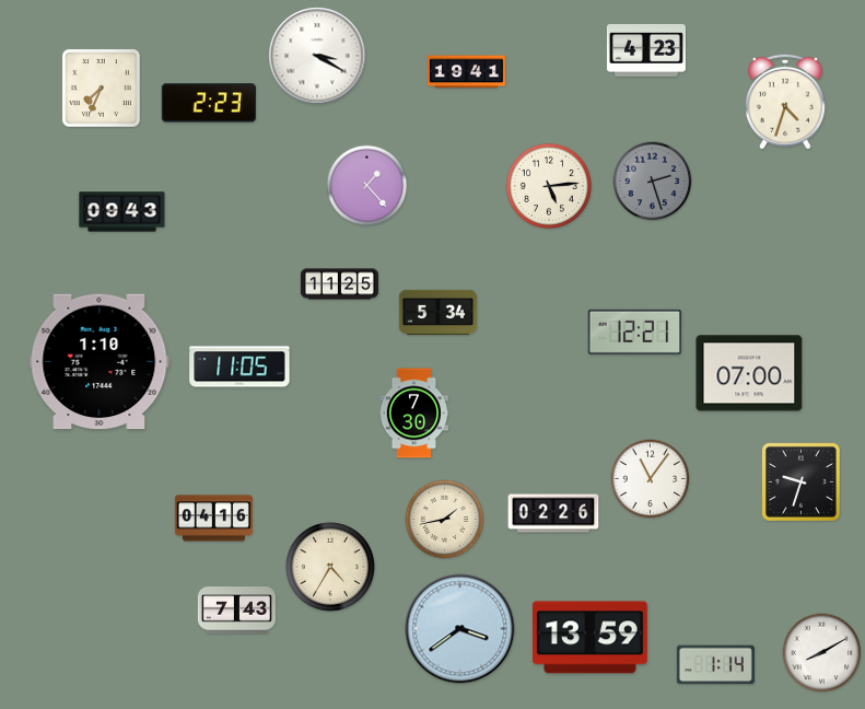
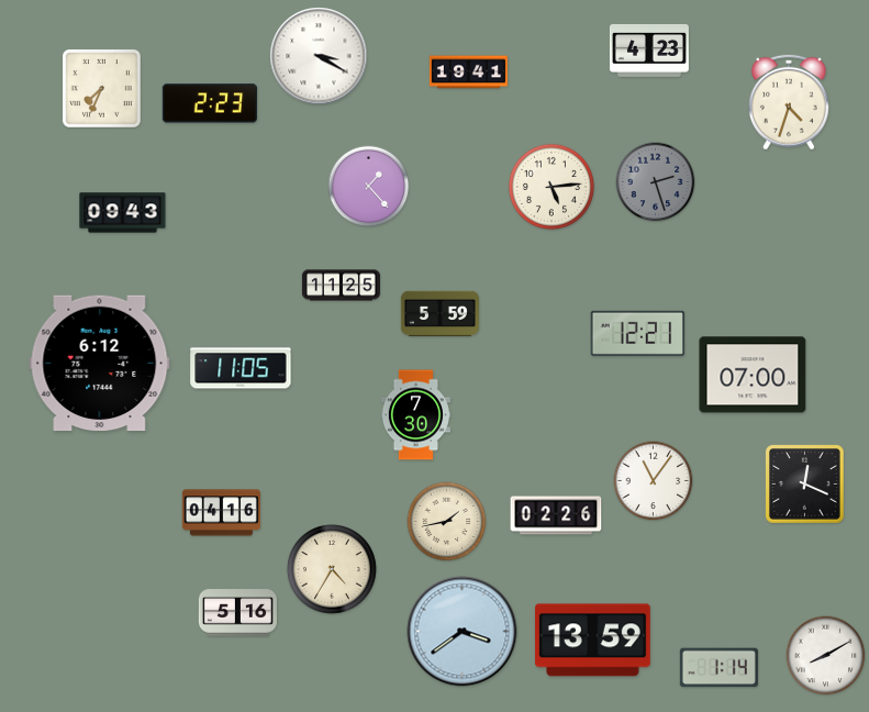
clock at (437, 313): 5:34 -> 5:59
clock at (100, 362): 1:10 -> 6:12
clock at (802, 483): 9:33 -> 12:19
clock at (213, 519) position: (213, 519) -> (221, 513)
clock at (236, 611): 7:43 -> 5:16
